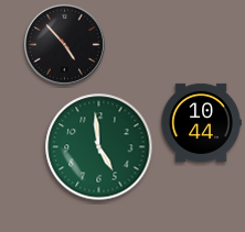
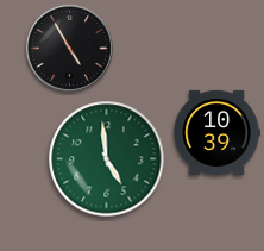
clock at (64, 44): 4:53 -> 4:55
clock at (201, 122): 10:44 -> 10:39
